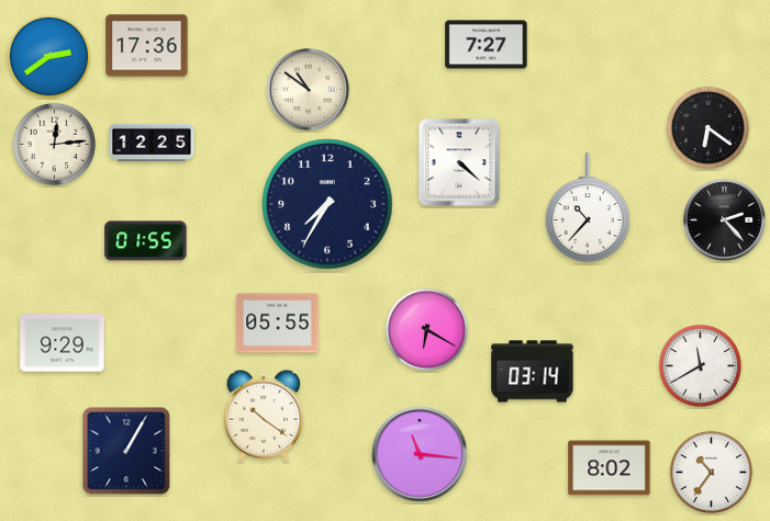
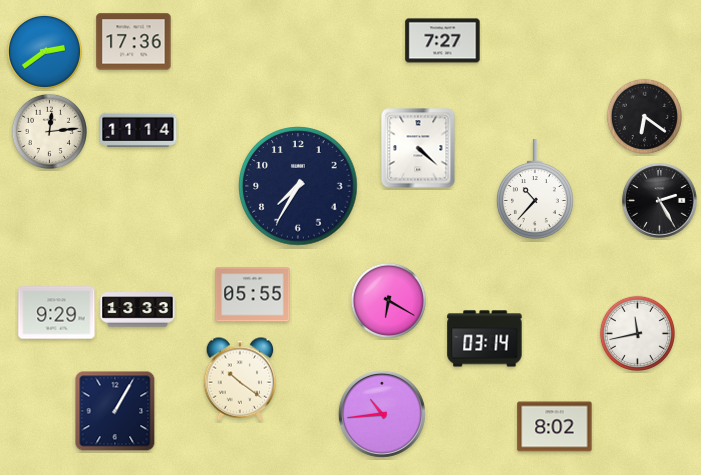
clock at (309, 90): 10:51 -> none
clock at (152, 141): 12:25 -> 11:14
clock at (725, 220): 2:23 -> 2:25
clock at (146, 241): 01:55 -> none
clock at (138, 310): none -> 13:33
clock at (700, 365): 11:40 -> 11:43
clock at (420, 454): 11:16 -> 10:44
clock at (711, 472): 10:36 -> none
